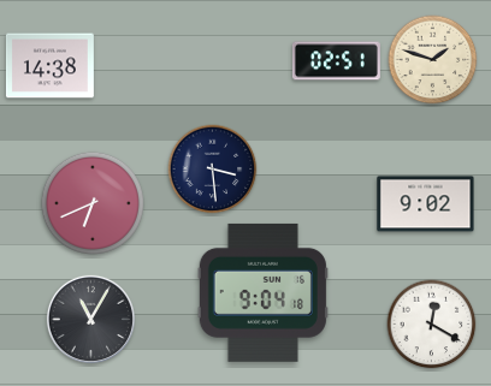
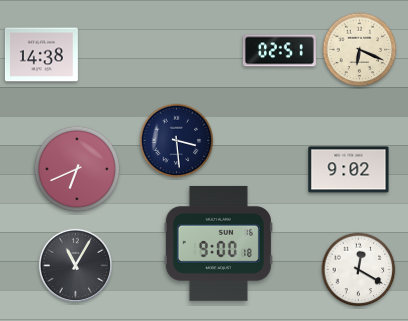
clock at (433, 60): 1:48 -> 6:19
clock at (426, 204) position: (426, 204) -> (349, 170)
clock at (262, 292): 9:04 -> 9:00
